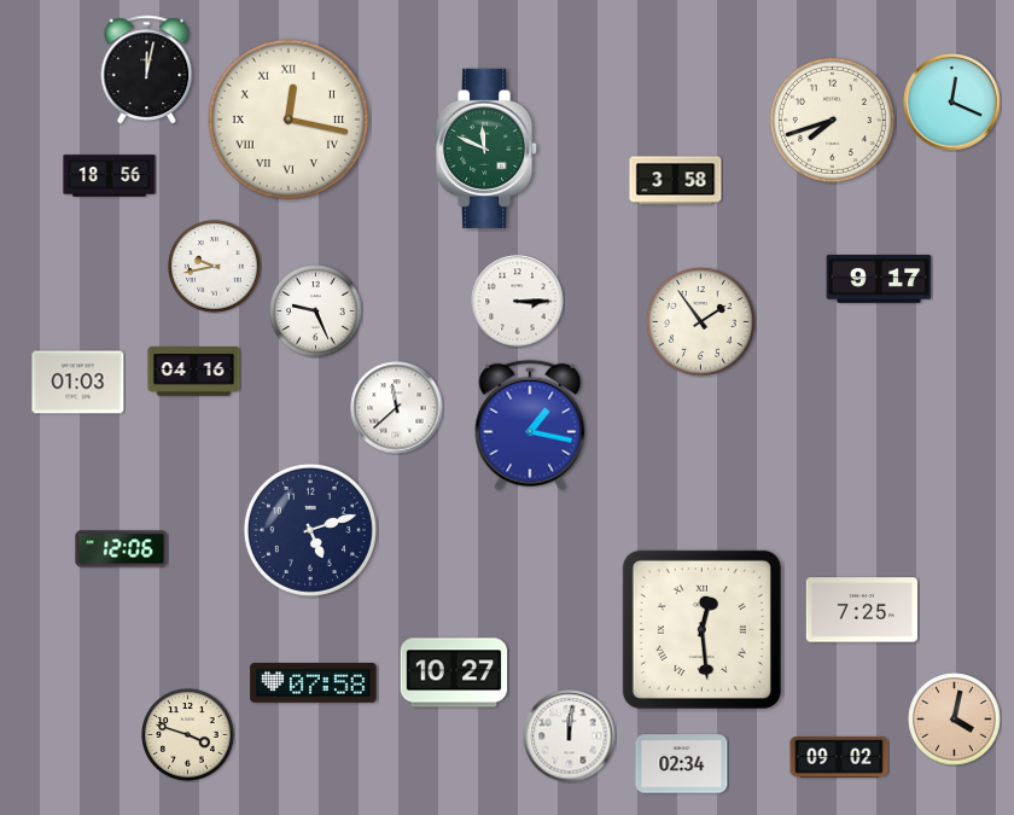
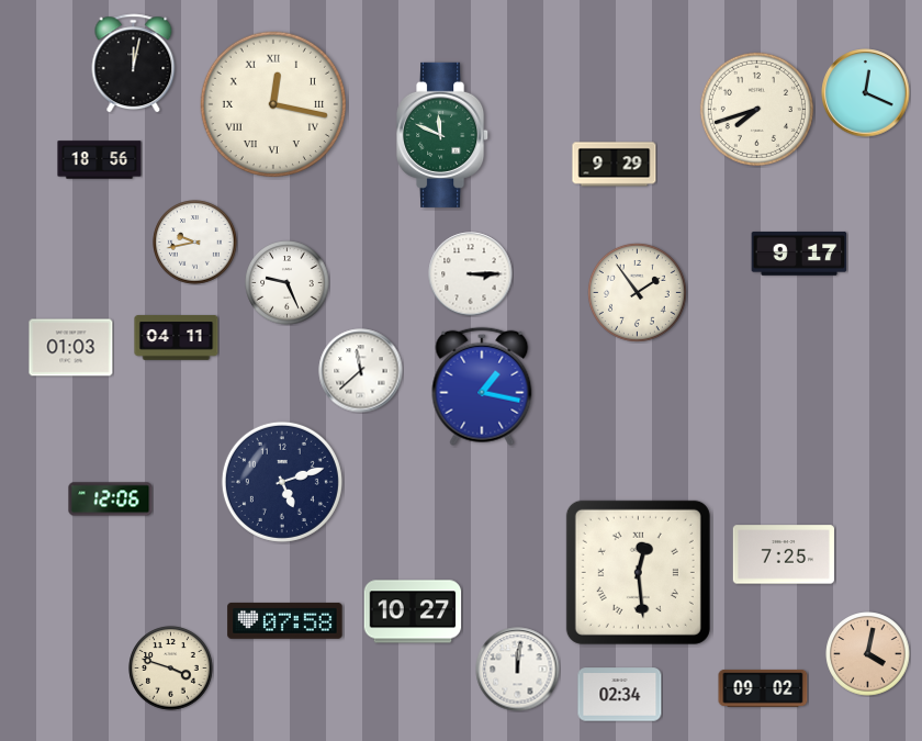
clock at (287, 118) position: (287, 118) -> (272, 103)
clock at (676, 181): 3:58 -> 9:29
clock at (194, 372): 04:16 -> 04:11
